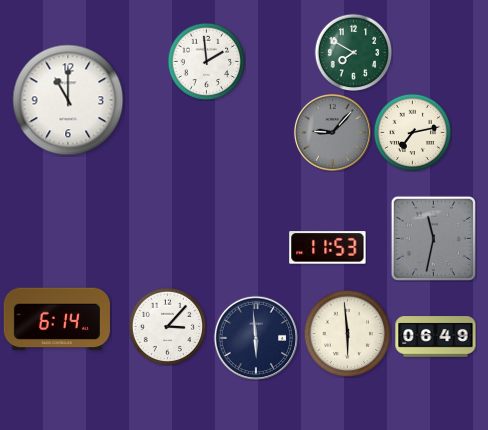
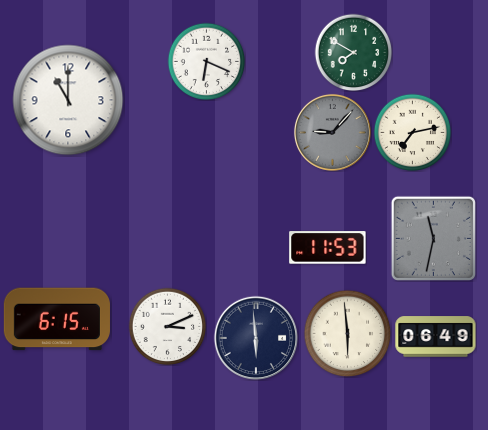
clock at (206, 61): 1:59 -> 6:19
clock at (57, 319): 6:14 -> 6:15
clock at (167, 326): 3:07 -> 3:11
